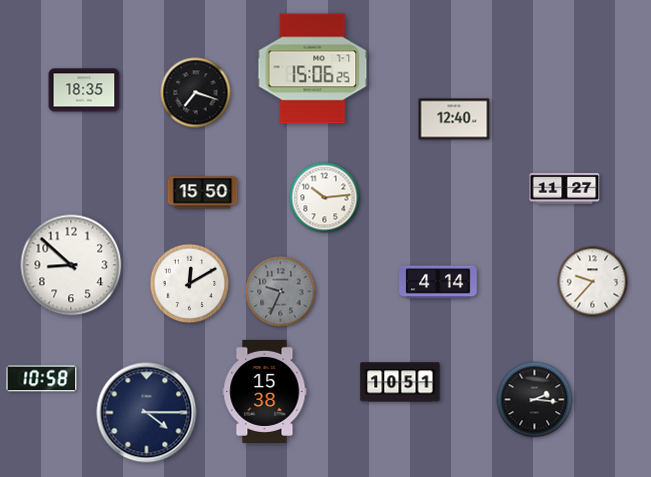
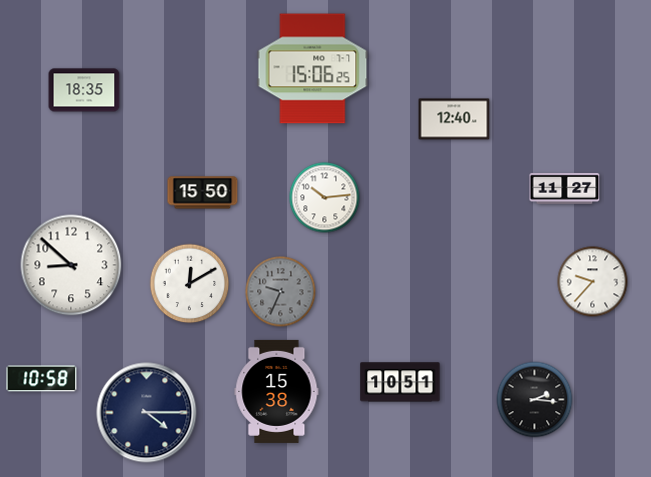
clock at (196, 93): 7:18 -> none
clock at (438, 282): 4:14 -> none
clock at (265, 391) position: (265, 391) -> (277, 391)
